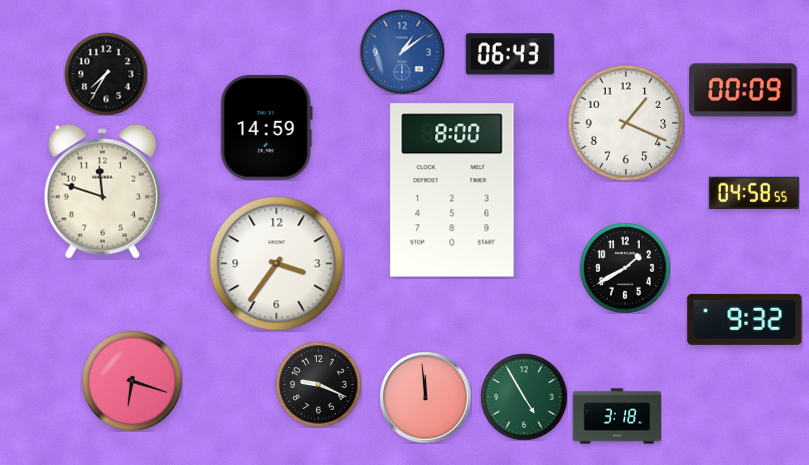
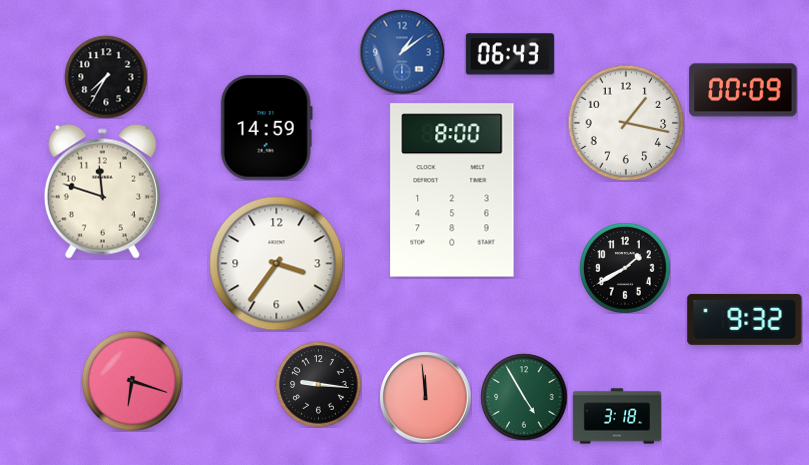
clock at (106, 74) position: (106, 74) -> (106, 77)
clock at (626, 123): 1:19 -> 1:17
clock at (754, 192): 04:58 -> none
clock at (318, 384): 9:19 -> 9:16
